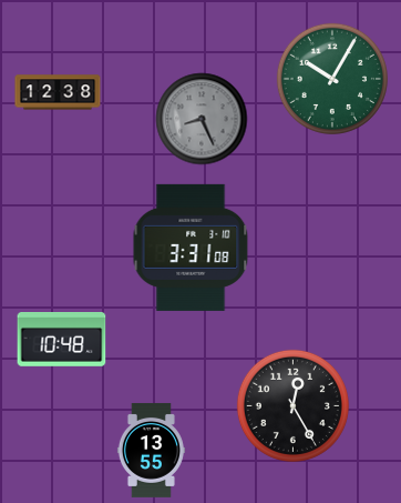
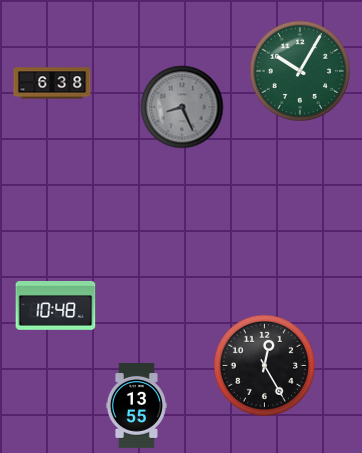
clock at (58, 92): 12:38 -> 6:38
clock at (191, 248): 3:31 -> none
